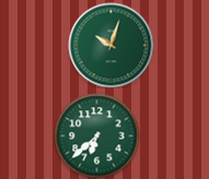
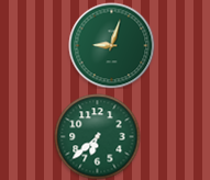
clock at (111, 45): 10:03 -> 9:03
